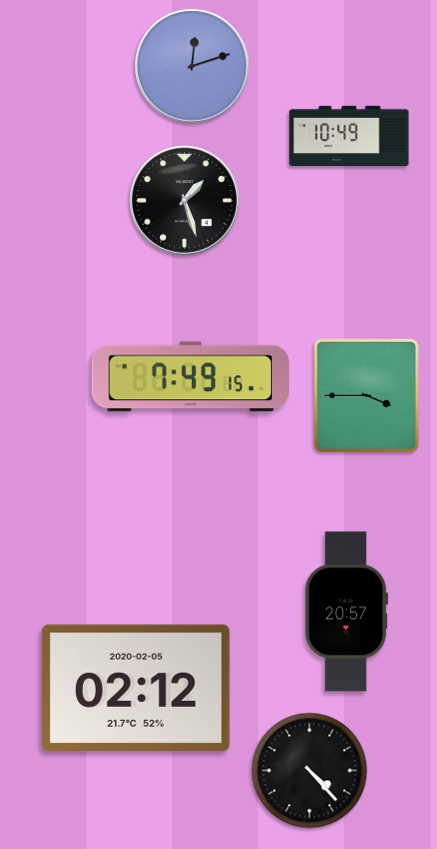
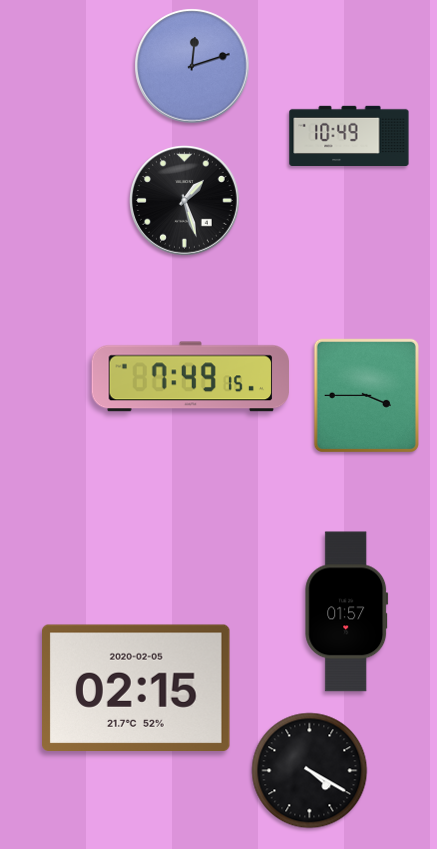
clock at (347, 612): 20:57 -> 01:57
clock at (137, 687): 02:12 -> 02:15
clock at (310, 771): 4:23 -> 4:20
